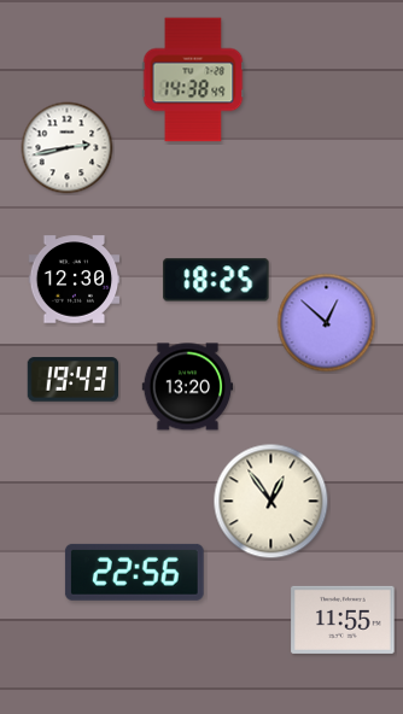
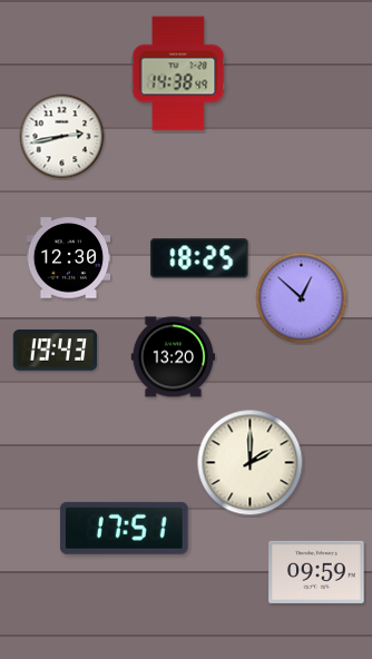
clock at (74, 380) position: (74, 380) -> (56, 351)
clock at (271, 502): 12:54 -> 2:00
clock at (134, 572): 22:56 -> 17:51
clock at (343, 620): 11:55 -> 09:59
